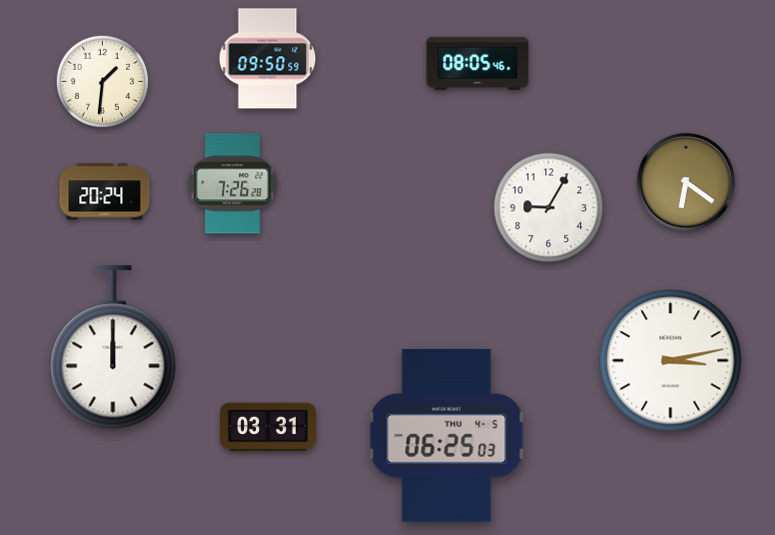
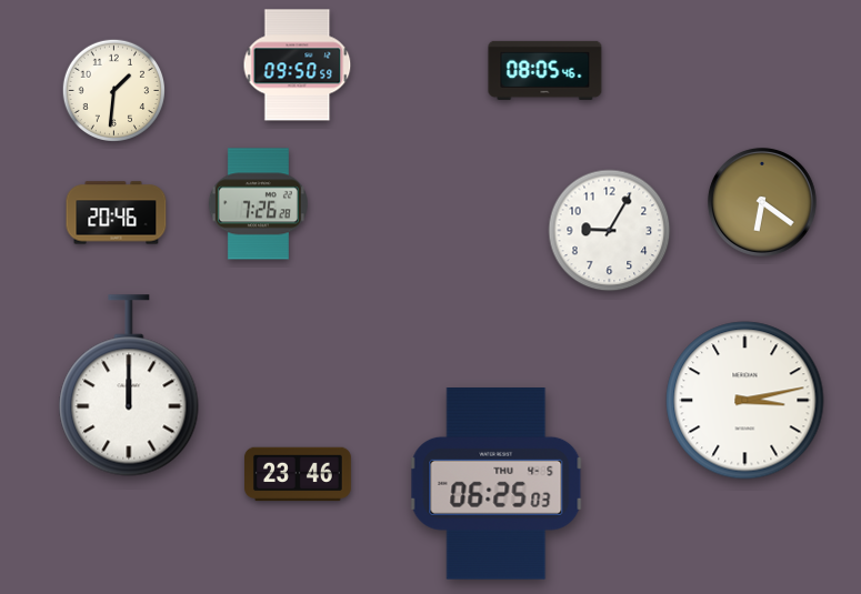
clock at (478, 63) position: (478, 63) -> (545, 70)
clock at (105, 192): 20:24 -> 20:46
clock at (113, 347) position: (113, 347) -> (129, 385)
clock at (269, 427): 03:31 -> 23:46
